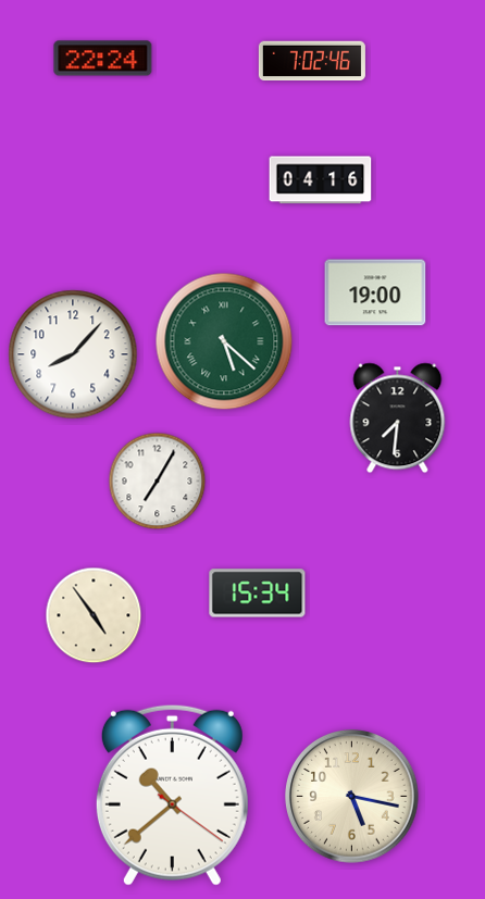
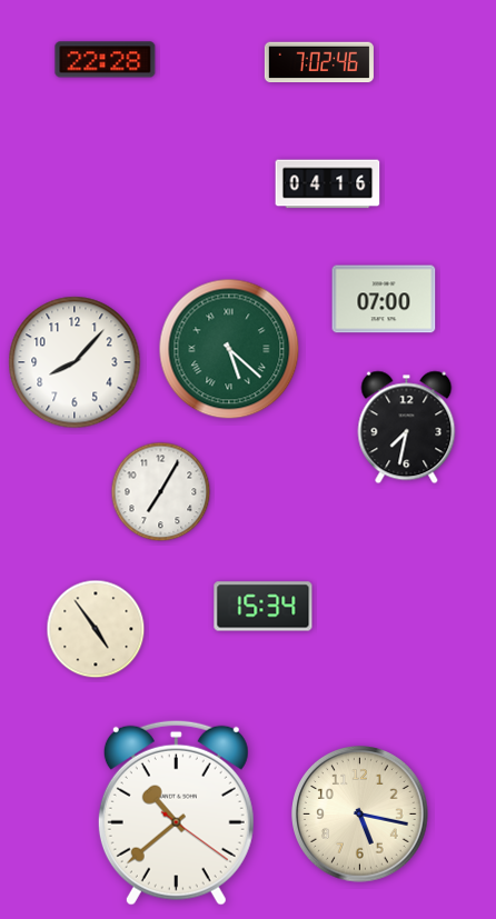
clock at (103, 59): 22:24 -> 22:28
clock at (375, 292): 19:00 -> 07:00
clock at (398, 419): 7:31 -> 7:32
